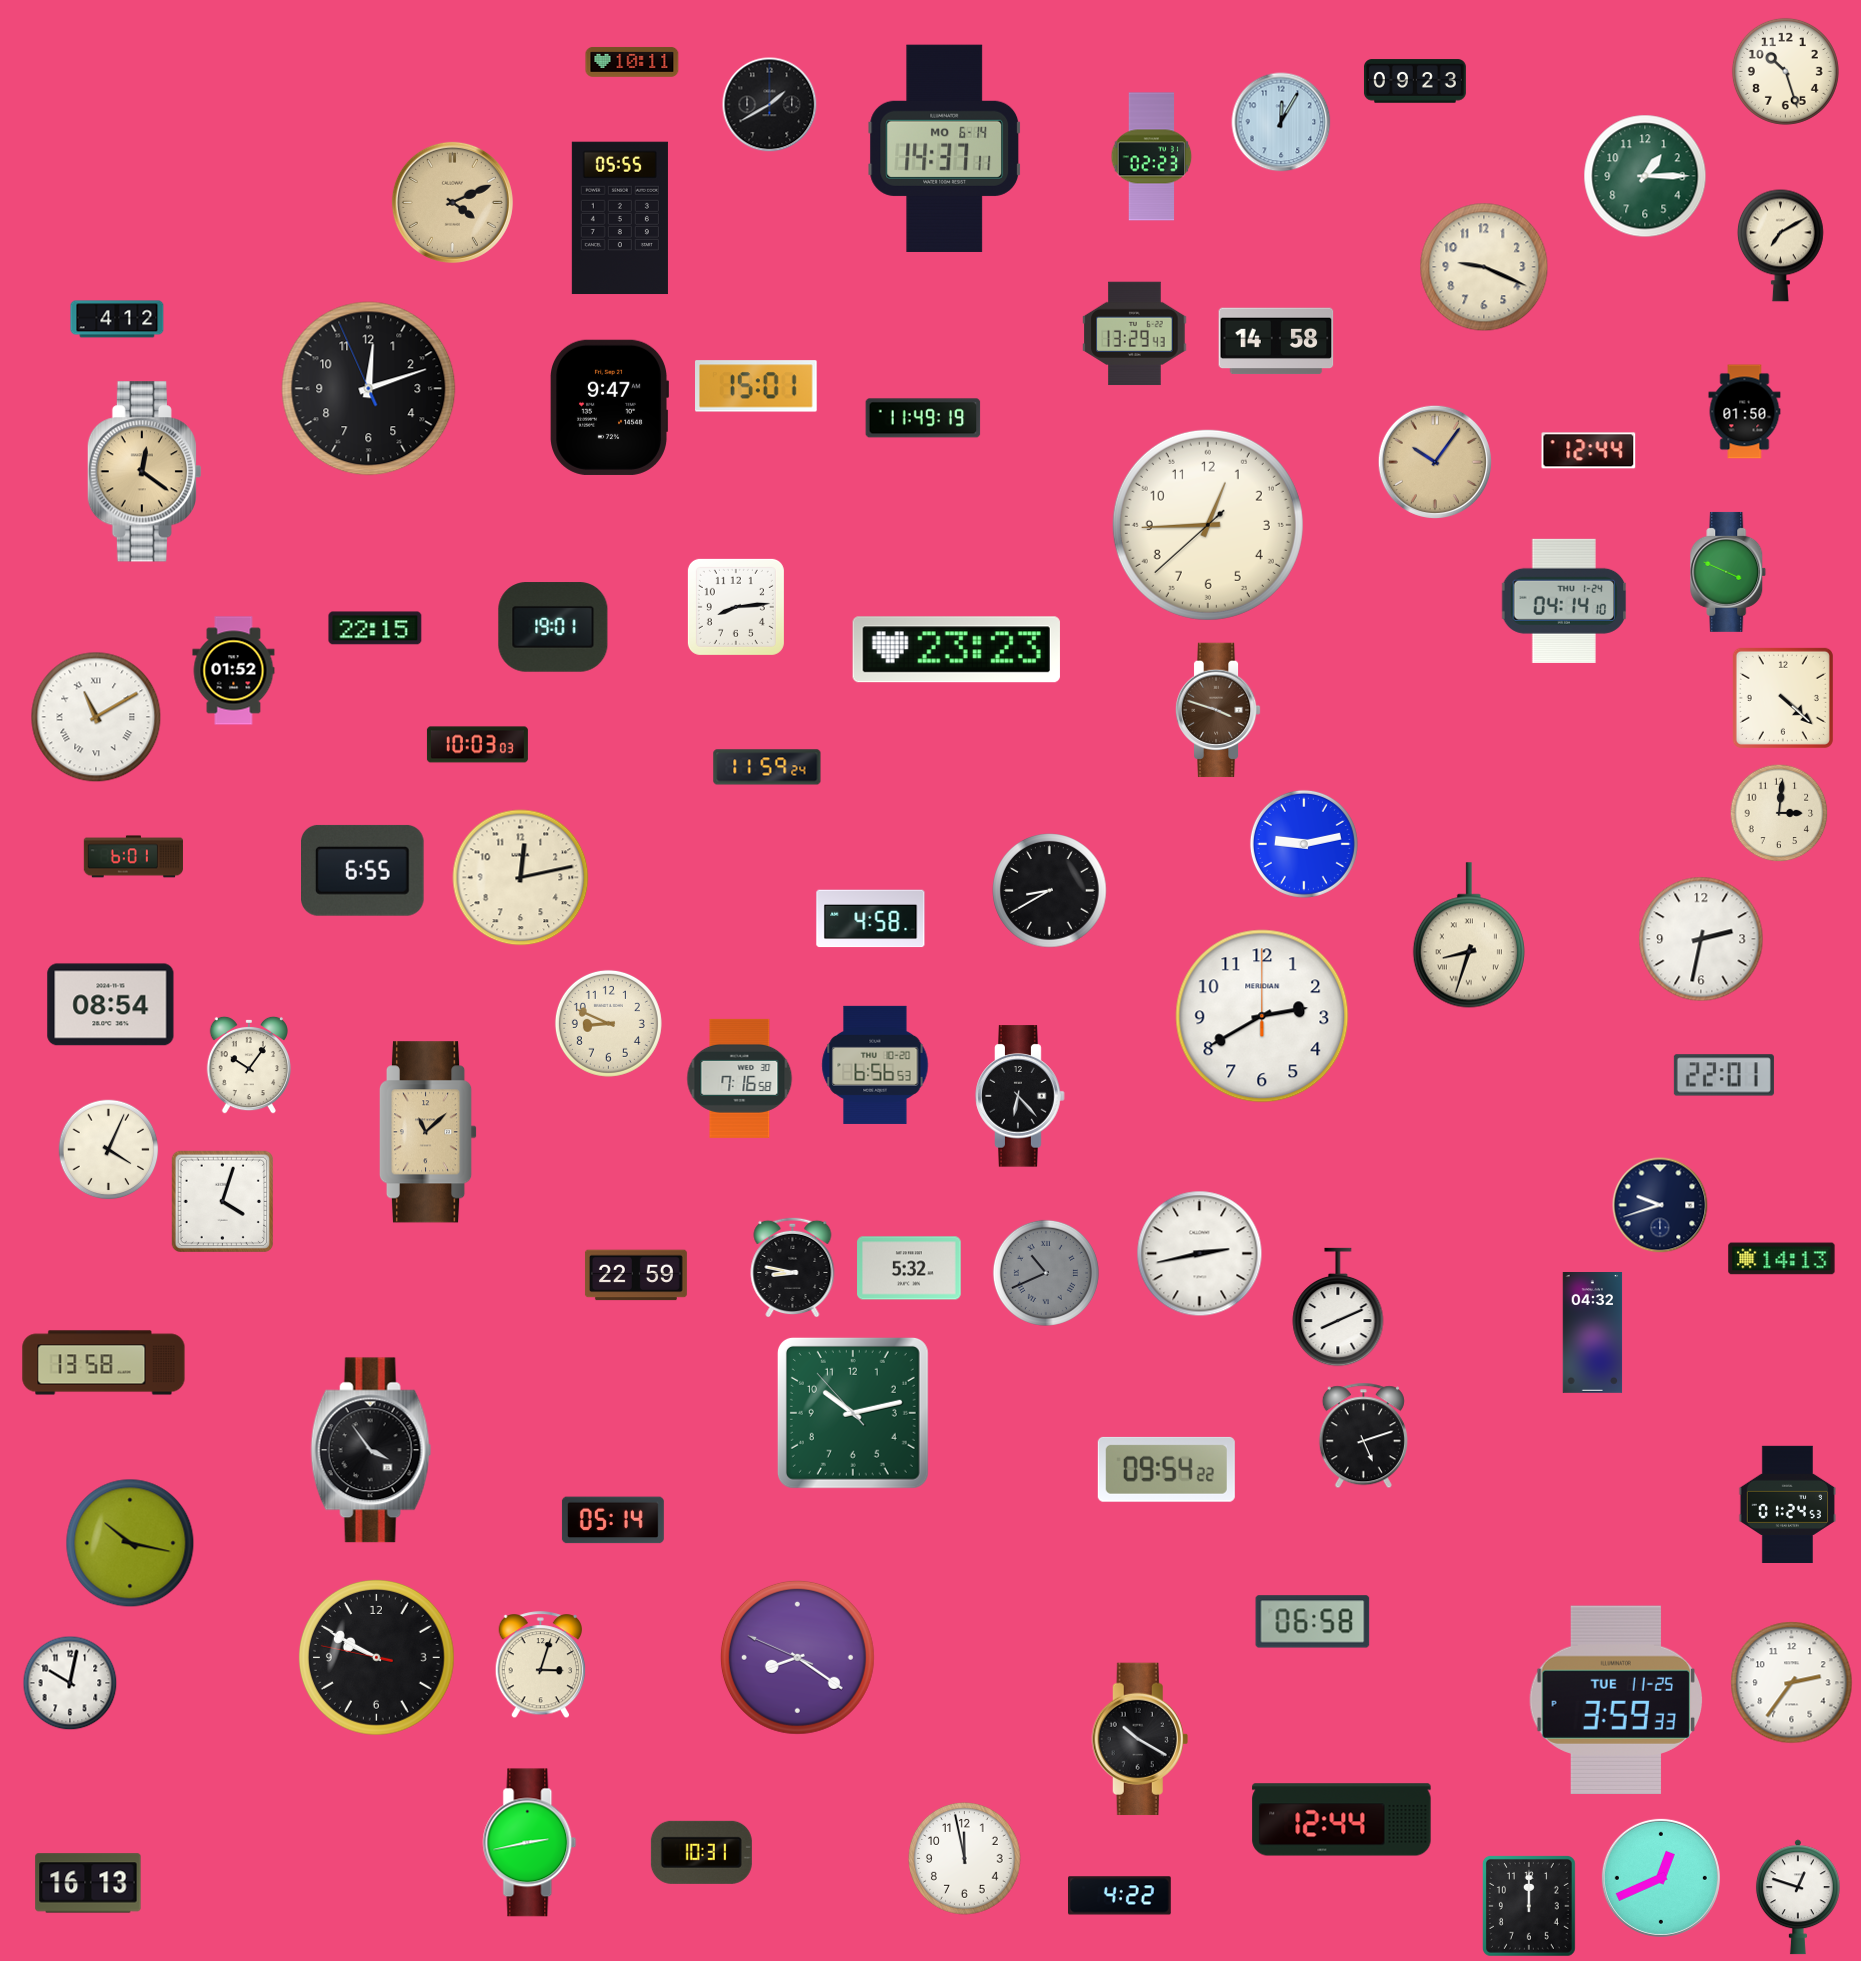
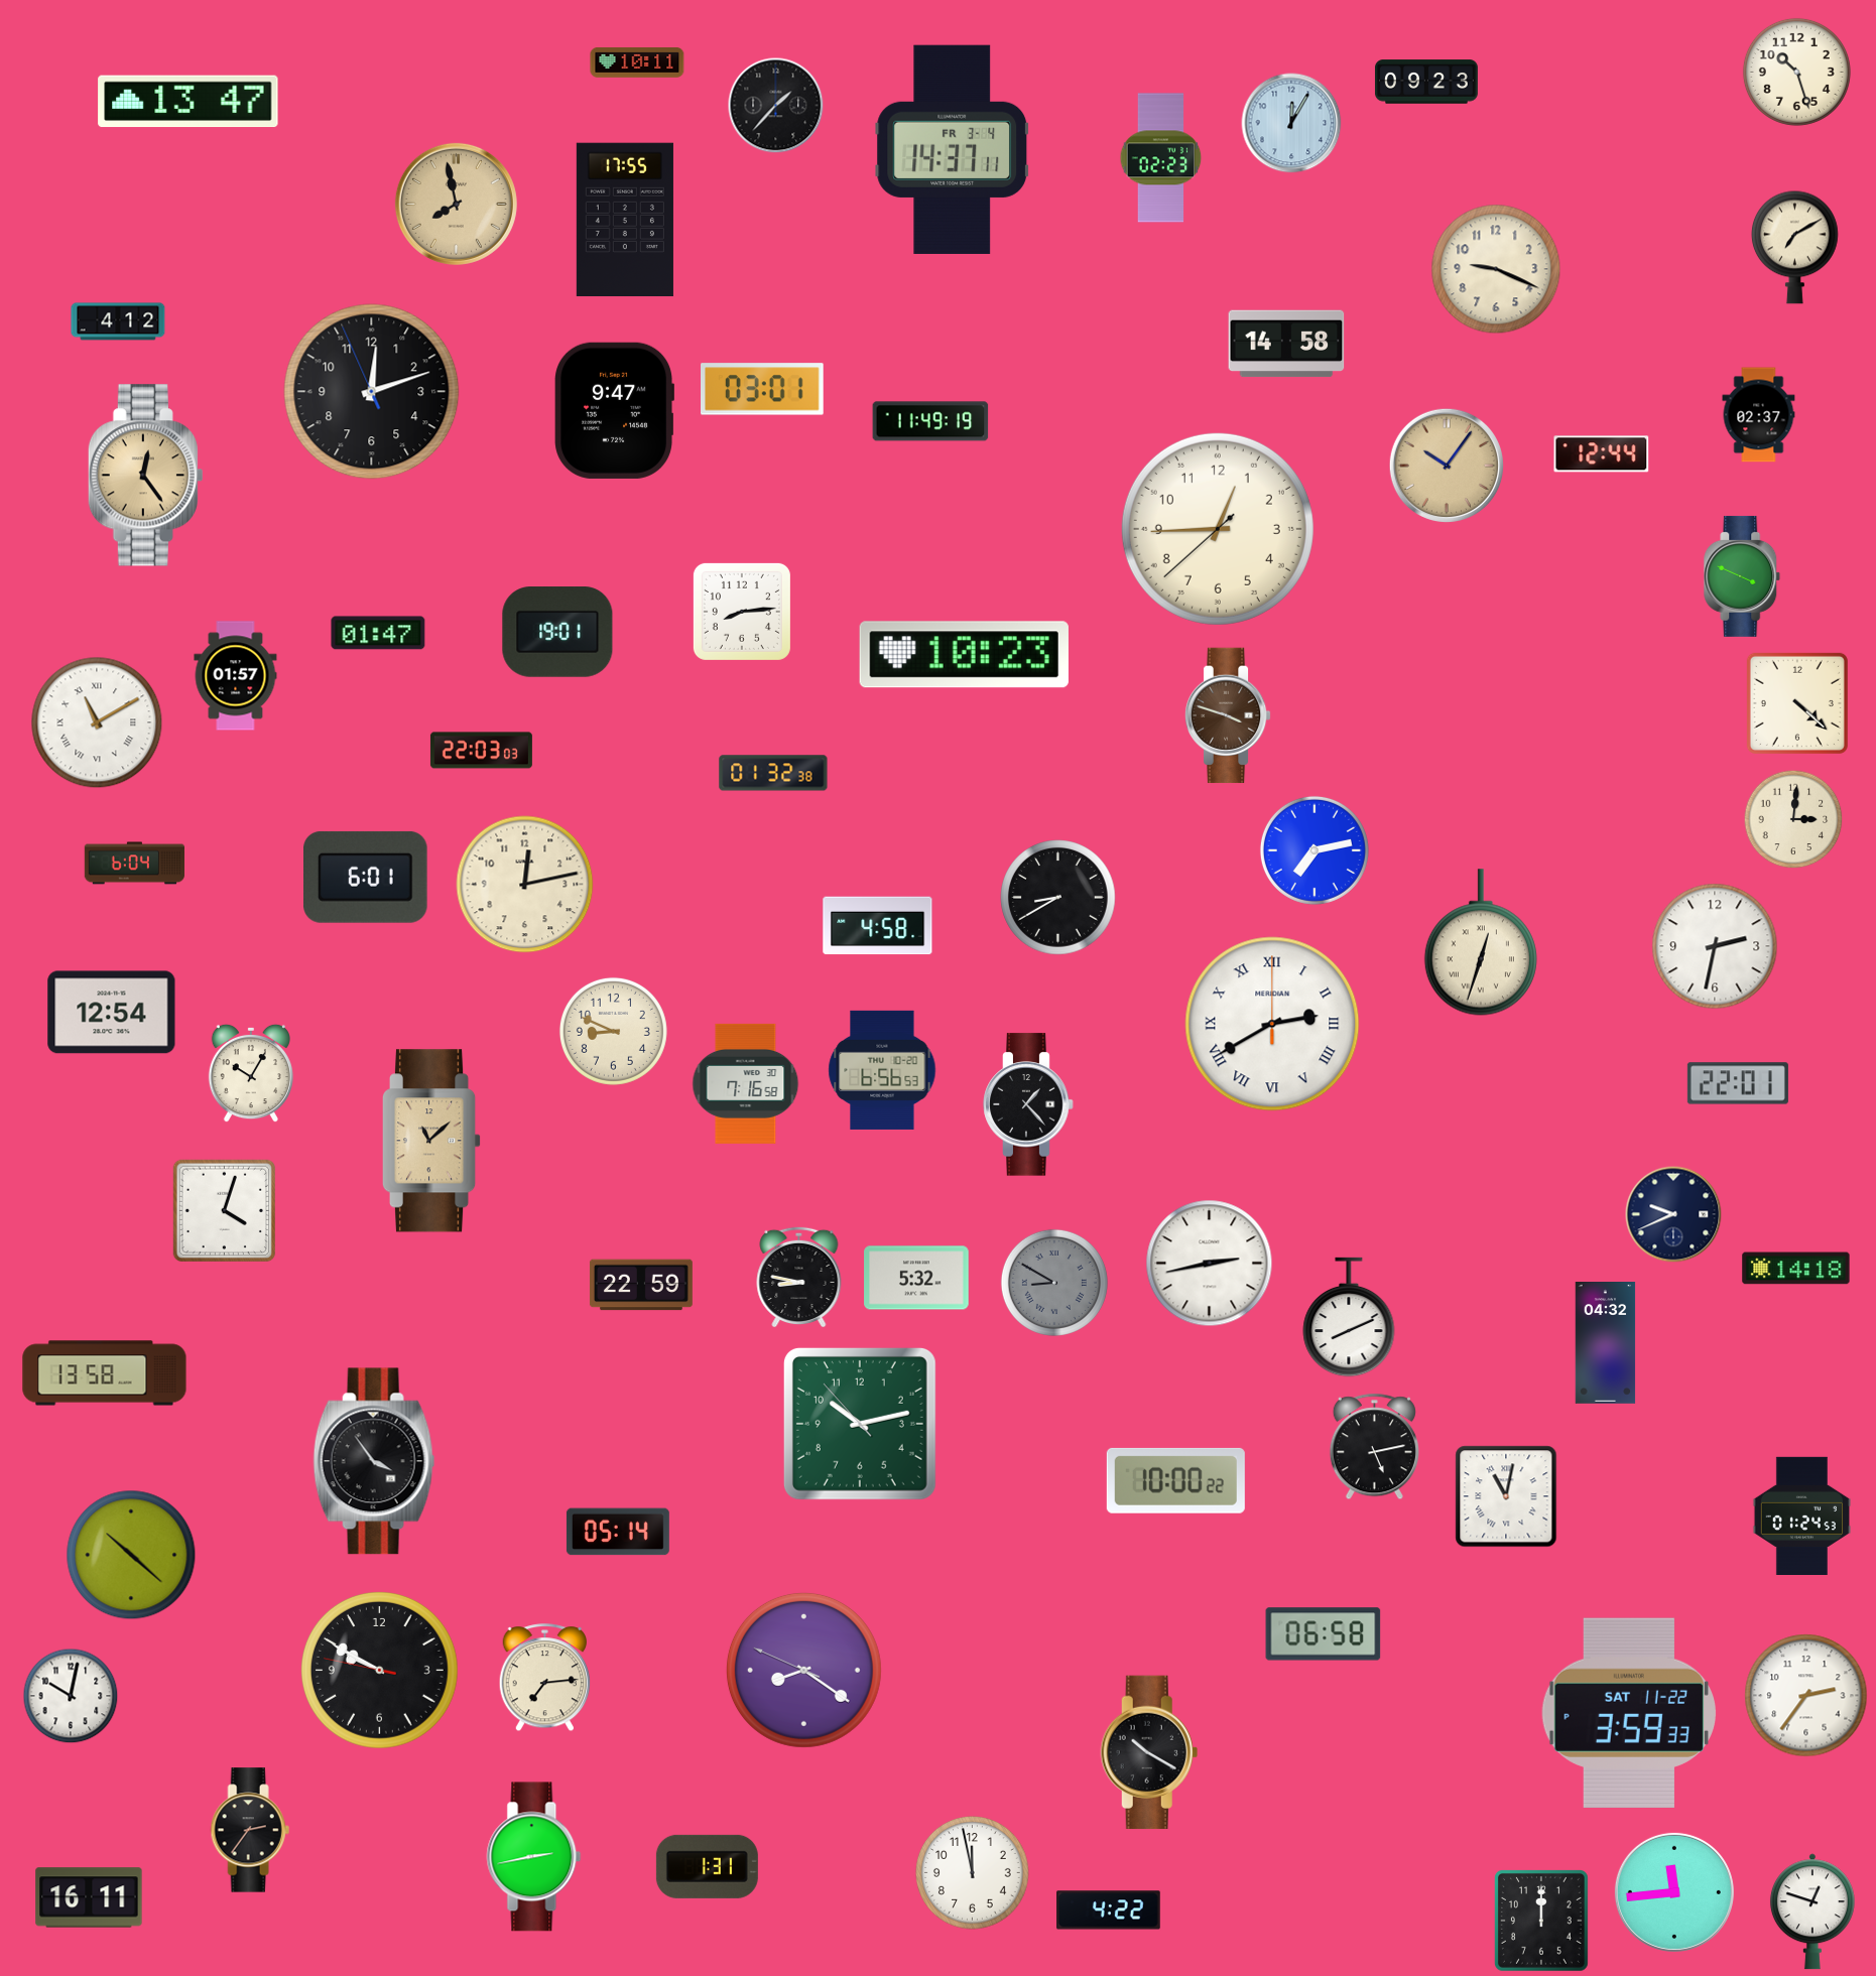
clock at (1785, 71) position: (1785, 71) -> (1796, 72)
clock at (189, 102): none -> 13:47
clock at (770, 105): 1:40 -> 1:37
clock at (945, 148) date: MO 6-14 -> FR 3-4
clock at (1645, 176): 1:15 -> none
clock at (452, 202): 4:11 -> 7:58
clock at (620, 218): 05:55 -> 17:55
clock at (1135, 334): 13:29 -> none
clock at (757, 386): 15:01 -> 03:01
clock at (1745, 412): 01:50 -> 02:37
clock at (144, 472): 12:21 -> 12:24
clock at (1564, 601): 04:14 -> none
clock at (375, 628): 22:15 -> 01:47
clock at (956, 650): 23:23 -> 10:23
clock at (234, 671): 01:52 -> 01:57
clock at (477, 745): 10:03 -> 22:03
clock at (767, 767): 11:59 -> 01:32
clock at (1304, 844): 9:13 -> 7:13
clock at (133, 857): 6:01 -> 6:04
clock at (363, 870): 6:55 -> 6:01
clock at (1469, 935): 8:33 -> 12:33
clock at (111, 1005): 08:54 -> 12:54
clock at (1262, 1016) numerals: Arabic -> Roman
clock at (249, 1065): 10:06 -> 10:05
clock at (875, 1065) position: (875, 1065) -> (882, 1070)
clock at (740, 1078) position: (740, 1078) -> (746, 1083)
clock at (1020, 1096): 6:23 -> 1:23
clock at (109, 1150): 4:04 -> none
clock at (1660, 1205): 9:42 -> 9:41
clock at (1782, 1259): 14:13 -> 14:18
clock at (1046, 1273): 10:41 -> 8:50
clock at (1363, 1436): 5:12 -> 5:13
clock at (1166, 1469): 09:54 -> 10:00
clock at (1506, 1496): none -> 11:02
clock at (130, 1543): 10:17 -> 10:22
clock at (541, 1665): 3:03 -> 7:14
clock at (1615, 1699) date: TUE 11-25 -> SAT 11-22
clock at (250, 1830): none -> 2:36
clock at (1342, 1820): 12:44 -> none
clock at (701, 1852): 10:31 -> 1:31
clock at (1661, 1878): 12:41 -> 11:44
clock at (88, 1883): 16:13 -> 16:11
clock at (1120, 1896) position: (1120, 1896) -> (1109, 1911)
